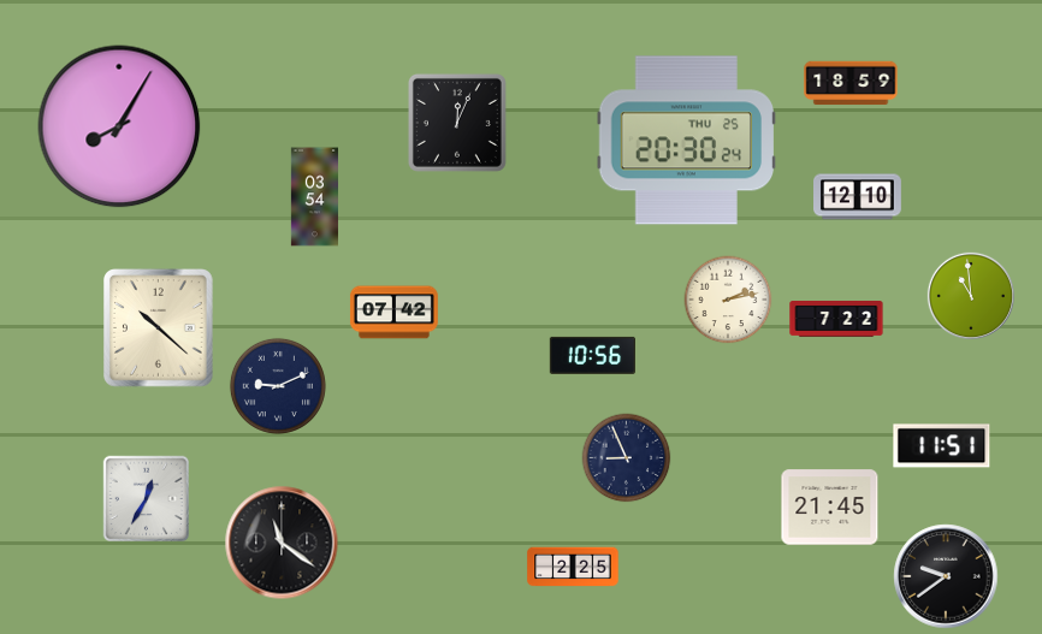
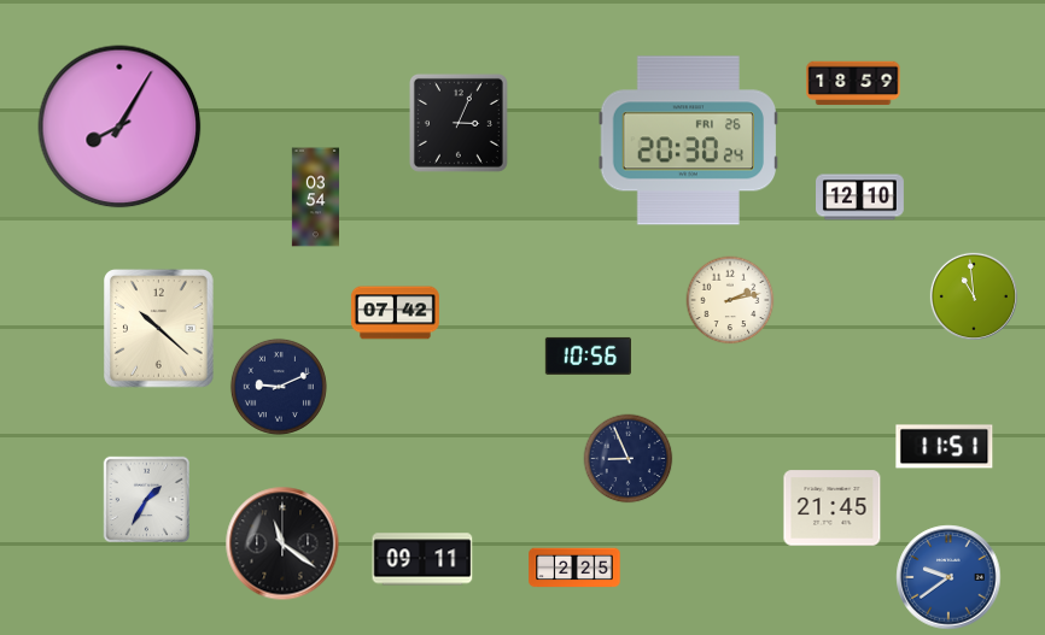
clock at (457, 123): 12:04 -> 3:04
clock at (686, 141) date: THU 25 -> FRI 26
clock at (836, 319): 7:22 -> none
clock at (592, 355) position: (592, 355) -> (588, 355)
clock at (147, 499): 12:35 -> 1:35
clock at (422, 559): none -> 09:11
clock at (946, 576) dial: black -> blue
